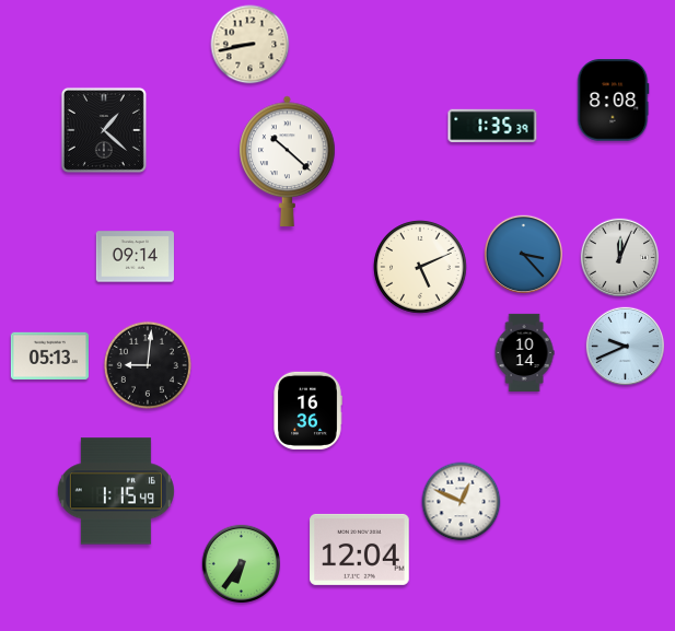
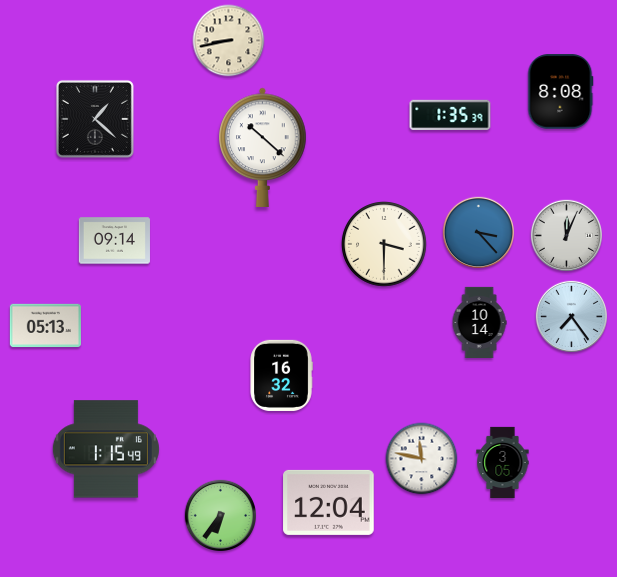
clock at (135, 257) position: (135, 257) -> (114, 241)
clock at (420, 267): 5:11 -> 3:30
clock at (625, 346): 9:41 -> 7:24
clock at (148, 365): 9:01 -> none
clock at (307, 410): 16:36 -> 16:32
clock at (462, 502): 12:49 -> 11:47
clock at (503, 462): none -> 3:05
